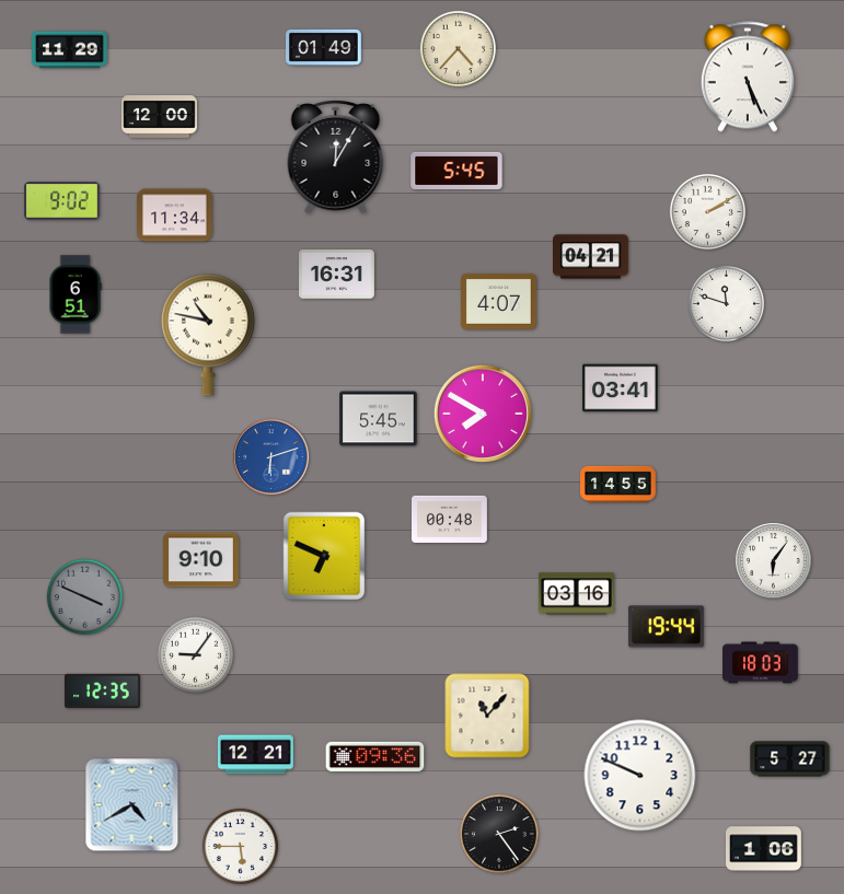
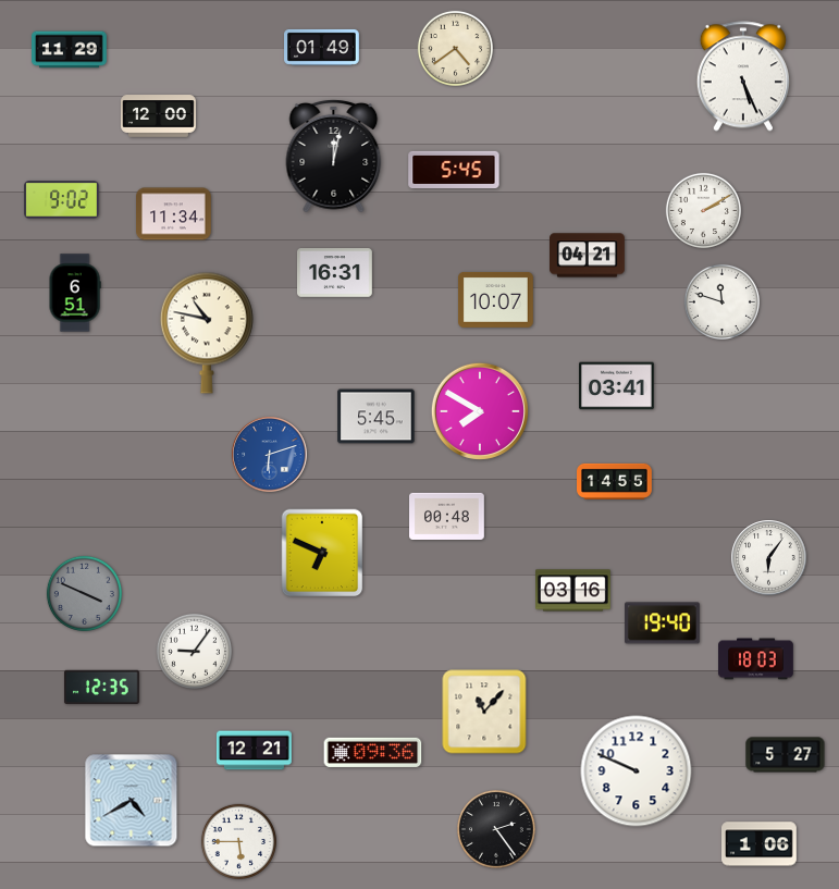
clock at (458, 48): 4:37 -> 4:39
clock at (336, 158): 12:05 -> 12:02
clock at (499, 301): 4:07 -> 10:07
clock at (201, 560): 9:10 -> none
clock at (666, 627): 19:44 -> 19:40
